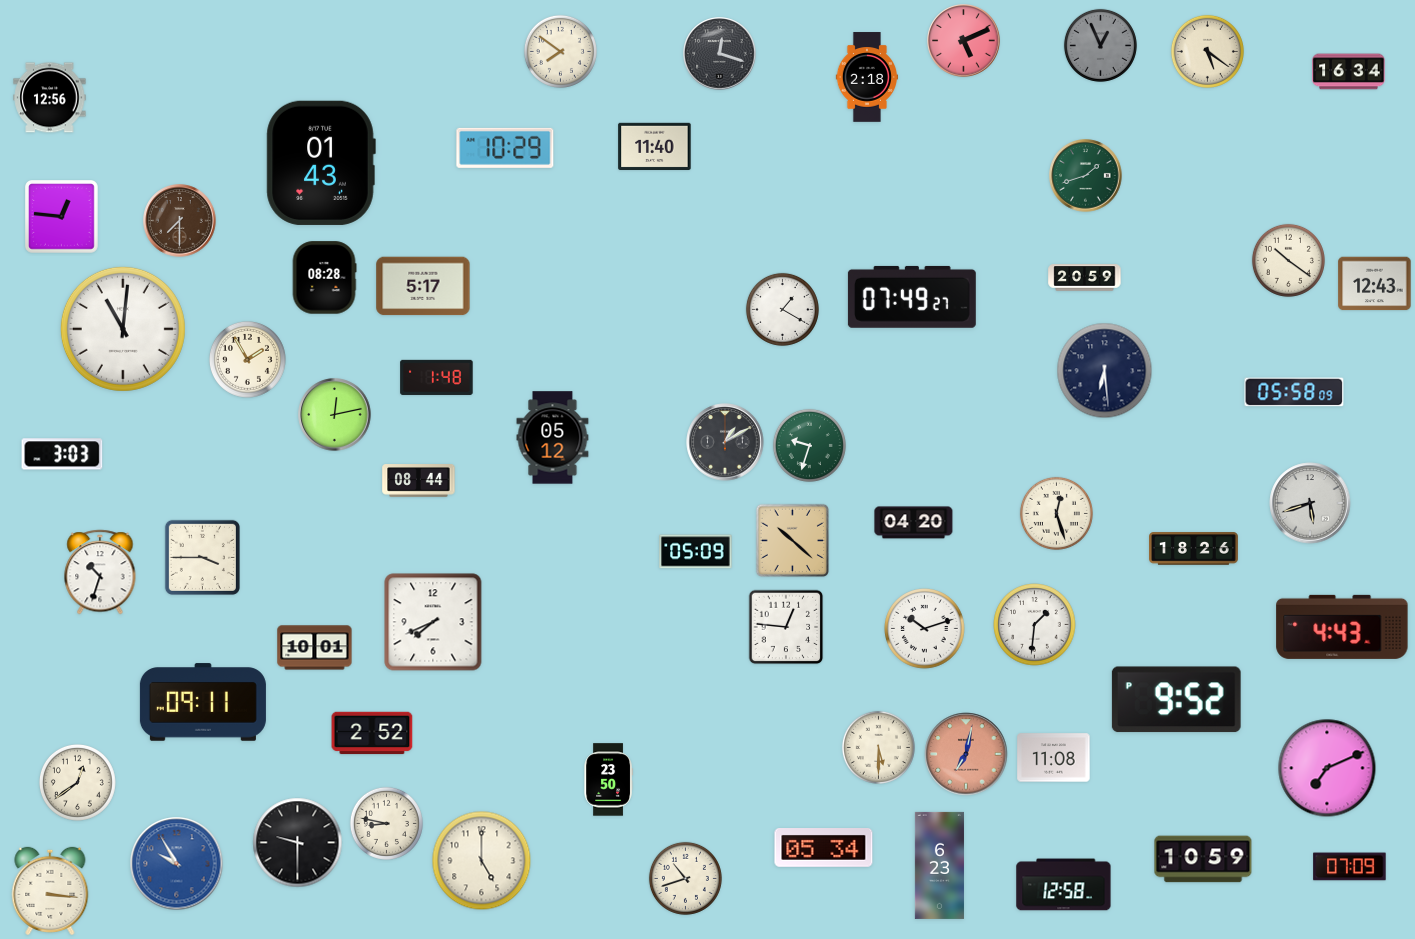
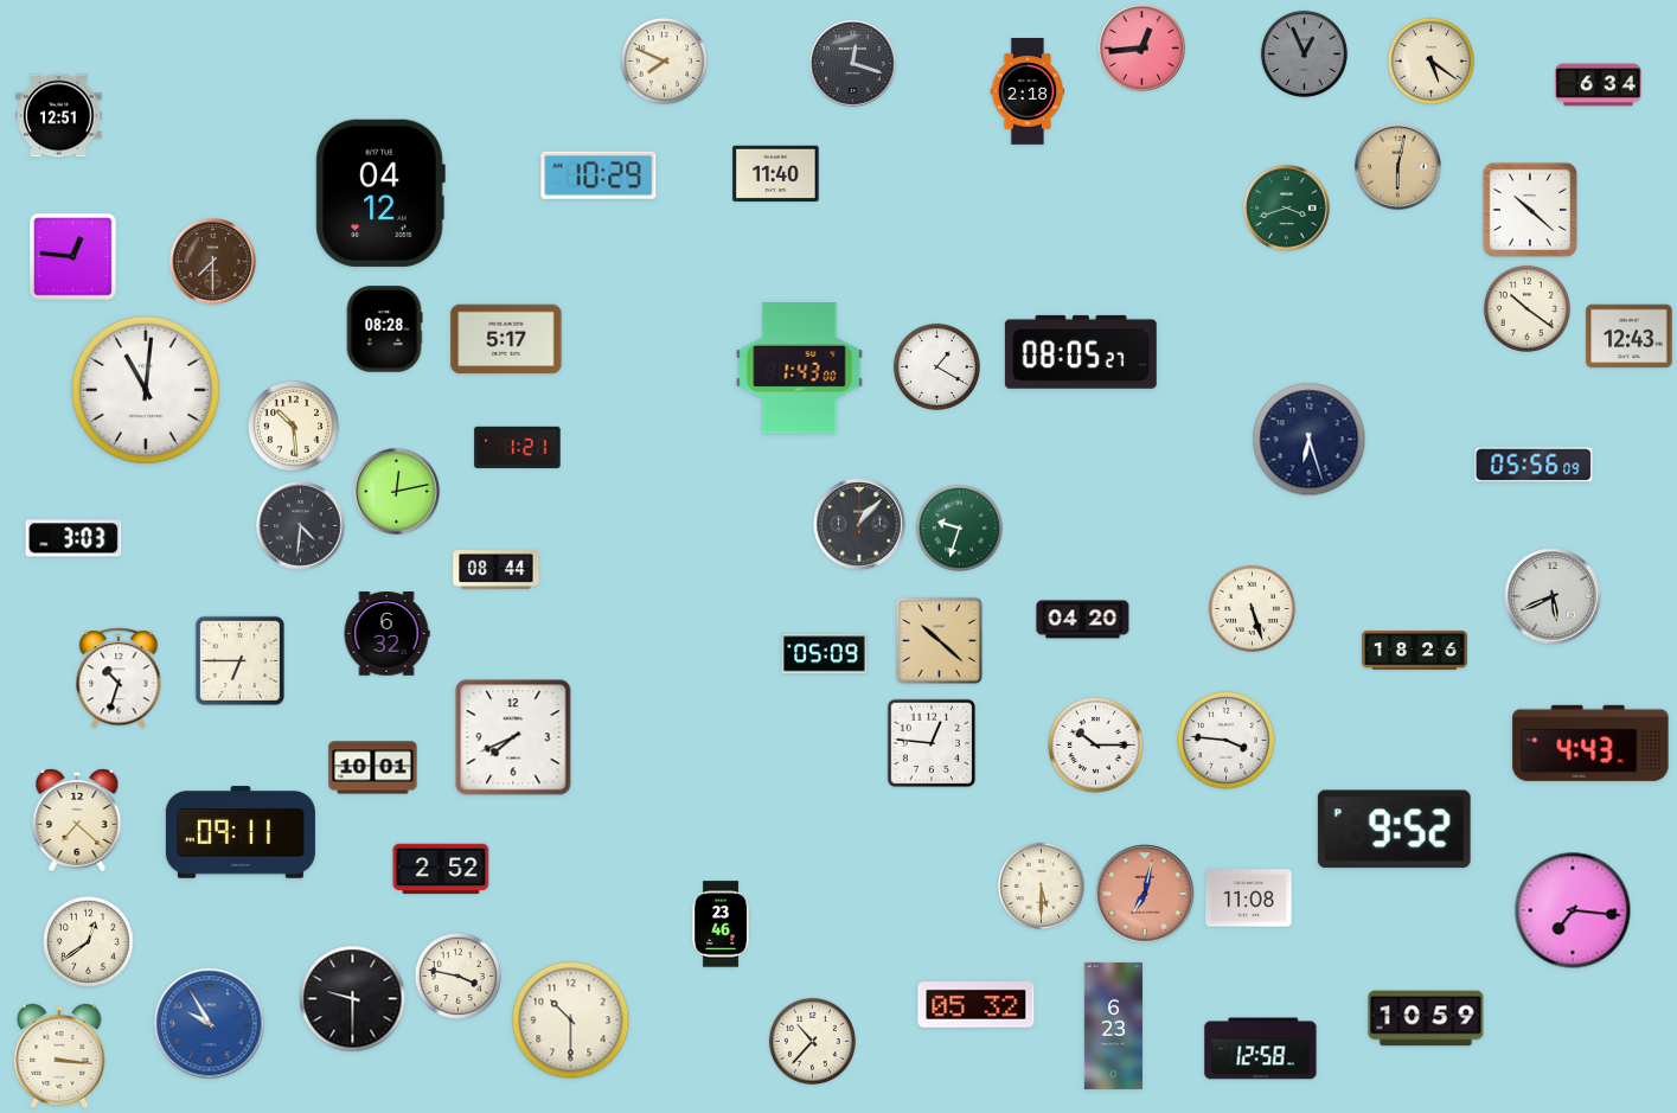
clock at (964, 41): 5:11 -> 12:44
clock at (560, 51): 7:51 -> 7:49
clock at (1349, 72): 16:34 -> 6:34
clock at (50, 98): 12:56 -> 12:51
clock at (1398, 167): none -> 6:02
clock at (321, 163): 01:43 -> 04:12
clock at (1086, 176): 1:42 -> 3:42
clock at (1530, 210): none -> 10:22
clock at (1085, 278): 20:59 -> none
clock at (423, 286) position: (423, 286) -> (506, 339)
clock at (912, 297): 07:49 -> 08:05
clock at (782, 309) position: (782, 309) -> (936, 366)
clock at (800, 369): none -> 1:43
clock at (247, 359): 1:55 -> 10:29
clock at (1105, 371): 6:29 -> 6:27
clock at (437, 377): 1:48 -> 1:21
clock at (1294, 392): 05:58 -> 05:56
clock at (553, 438): 05:12 -> none
clock at (725, 442): 1:10 -> 1:07
clock at (301, 526): none -> 4:31
clock at (1310, 503): 5:42 -> 5:41
clock at (1056, 513): 12:27 -> 5:27
clock at (386, 634): none -> 6:32
clock at (202, 557): 3:45 -> 6:45
clock at (1035, 625): 1:31 -> 3:46
clock at (925, 629): 10:12 -> 10:15
clock at (77, 820): none -> 7:22
clock at (1327, 768): 7:11 -> 7:16
clock at (608, 780): 23:50 -> 23:46
clock at (77, 782) position: (77, 782) -> (88, 941)
clock at (386, 823): 8:47 -> 3:47
clock at (824, 848): 05:34 -> 05:32
clock at (482, 861): 5:00 -> 10:30
clock at (1350, 867): 07:09 -> none
clock at (685, 878): 10:42 -> 10:37
